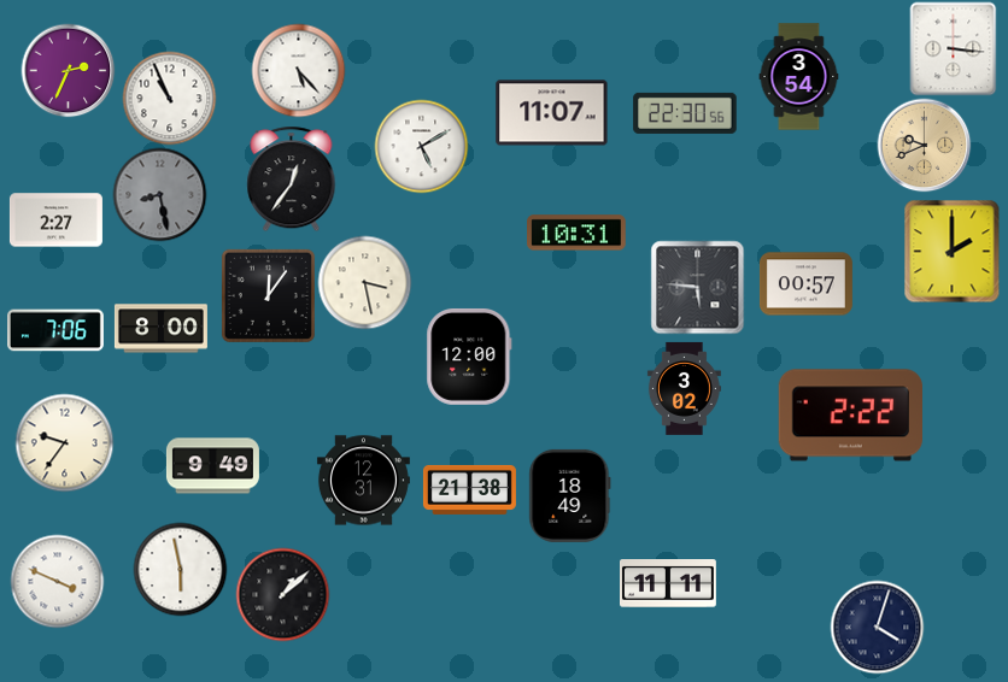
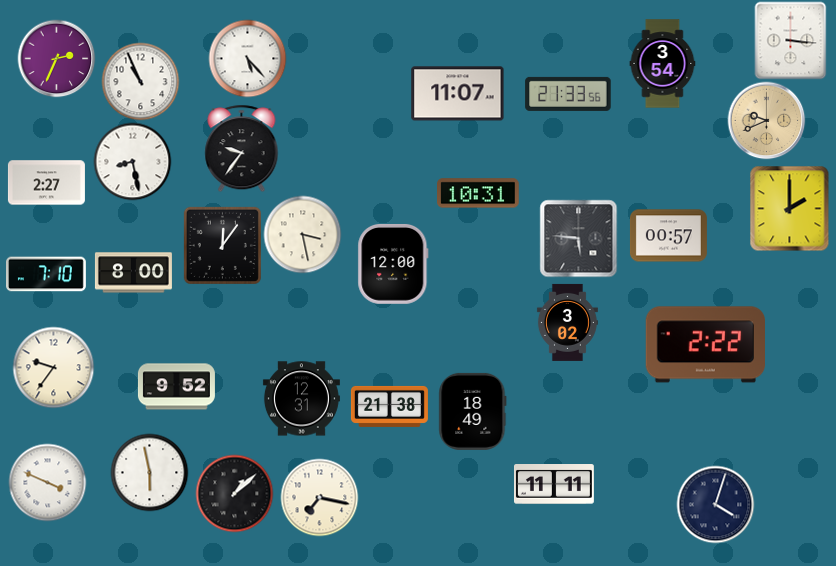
clock at (685, 113): 22:30 -> 21:33
clock at (421, 146): 5:10 -> none
clock at (292, 178): 12:36 -> 9:36
clock at (159, 194) dial: grey -> white
clock at (57, 330): 7:06 -> 7:10
clock at (469, 357) position: (469, 357) -> (393, 264)
clock at (212, 466): 9:49 -> 9:52
clock at (319, 497): none -> 7:17
clock at (877, 627) position: (877, 627) -> (715, 504)
